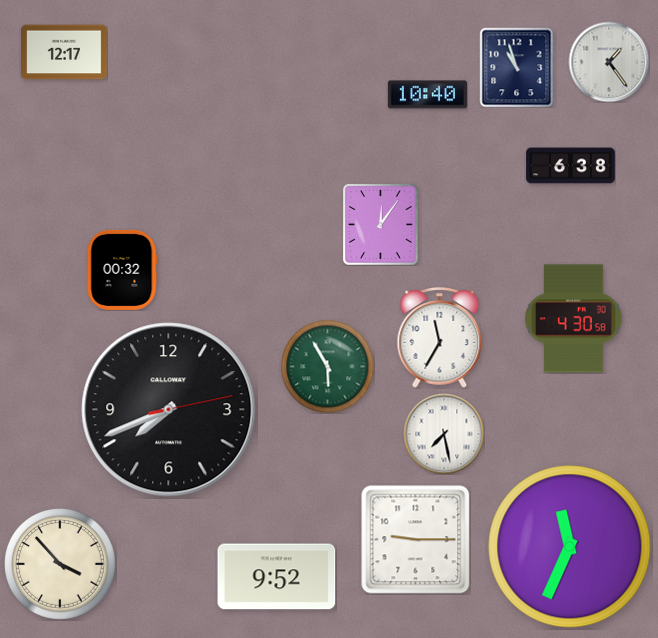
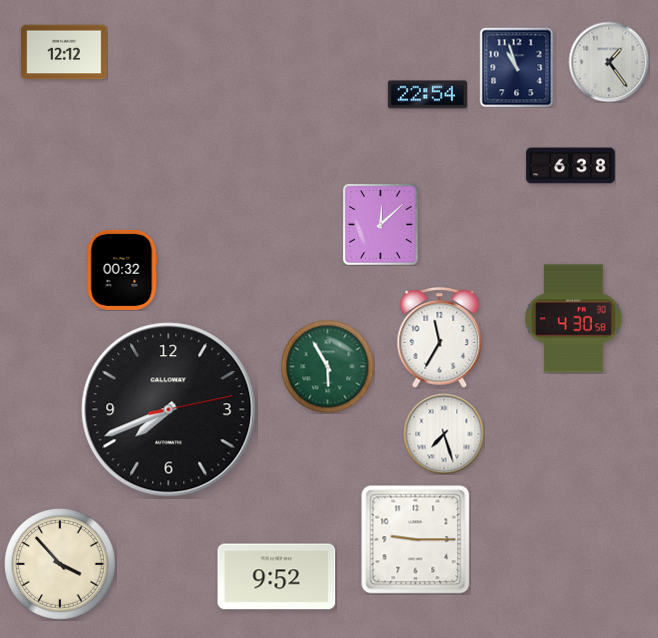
clock at (65, 52): 12:17 -> 12:12
clock at (427, 95): 10:40 -> 22:54
clock at (381, 224): 12:06 -> 12:08
clock at (444, 434): 7:28 -> 7:27
clock at (570, 547): 11:34 -> none
